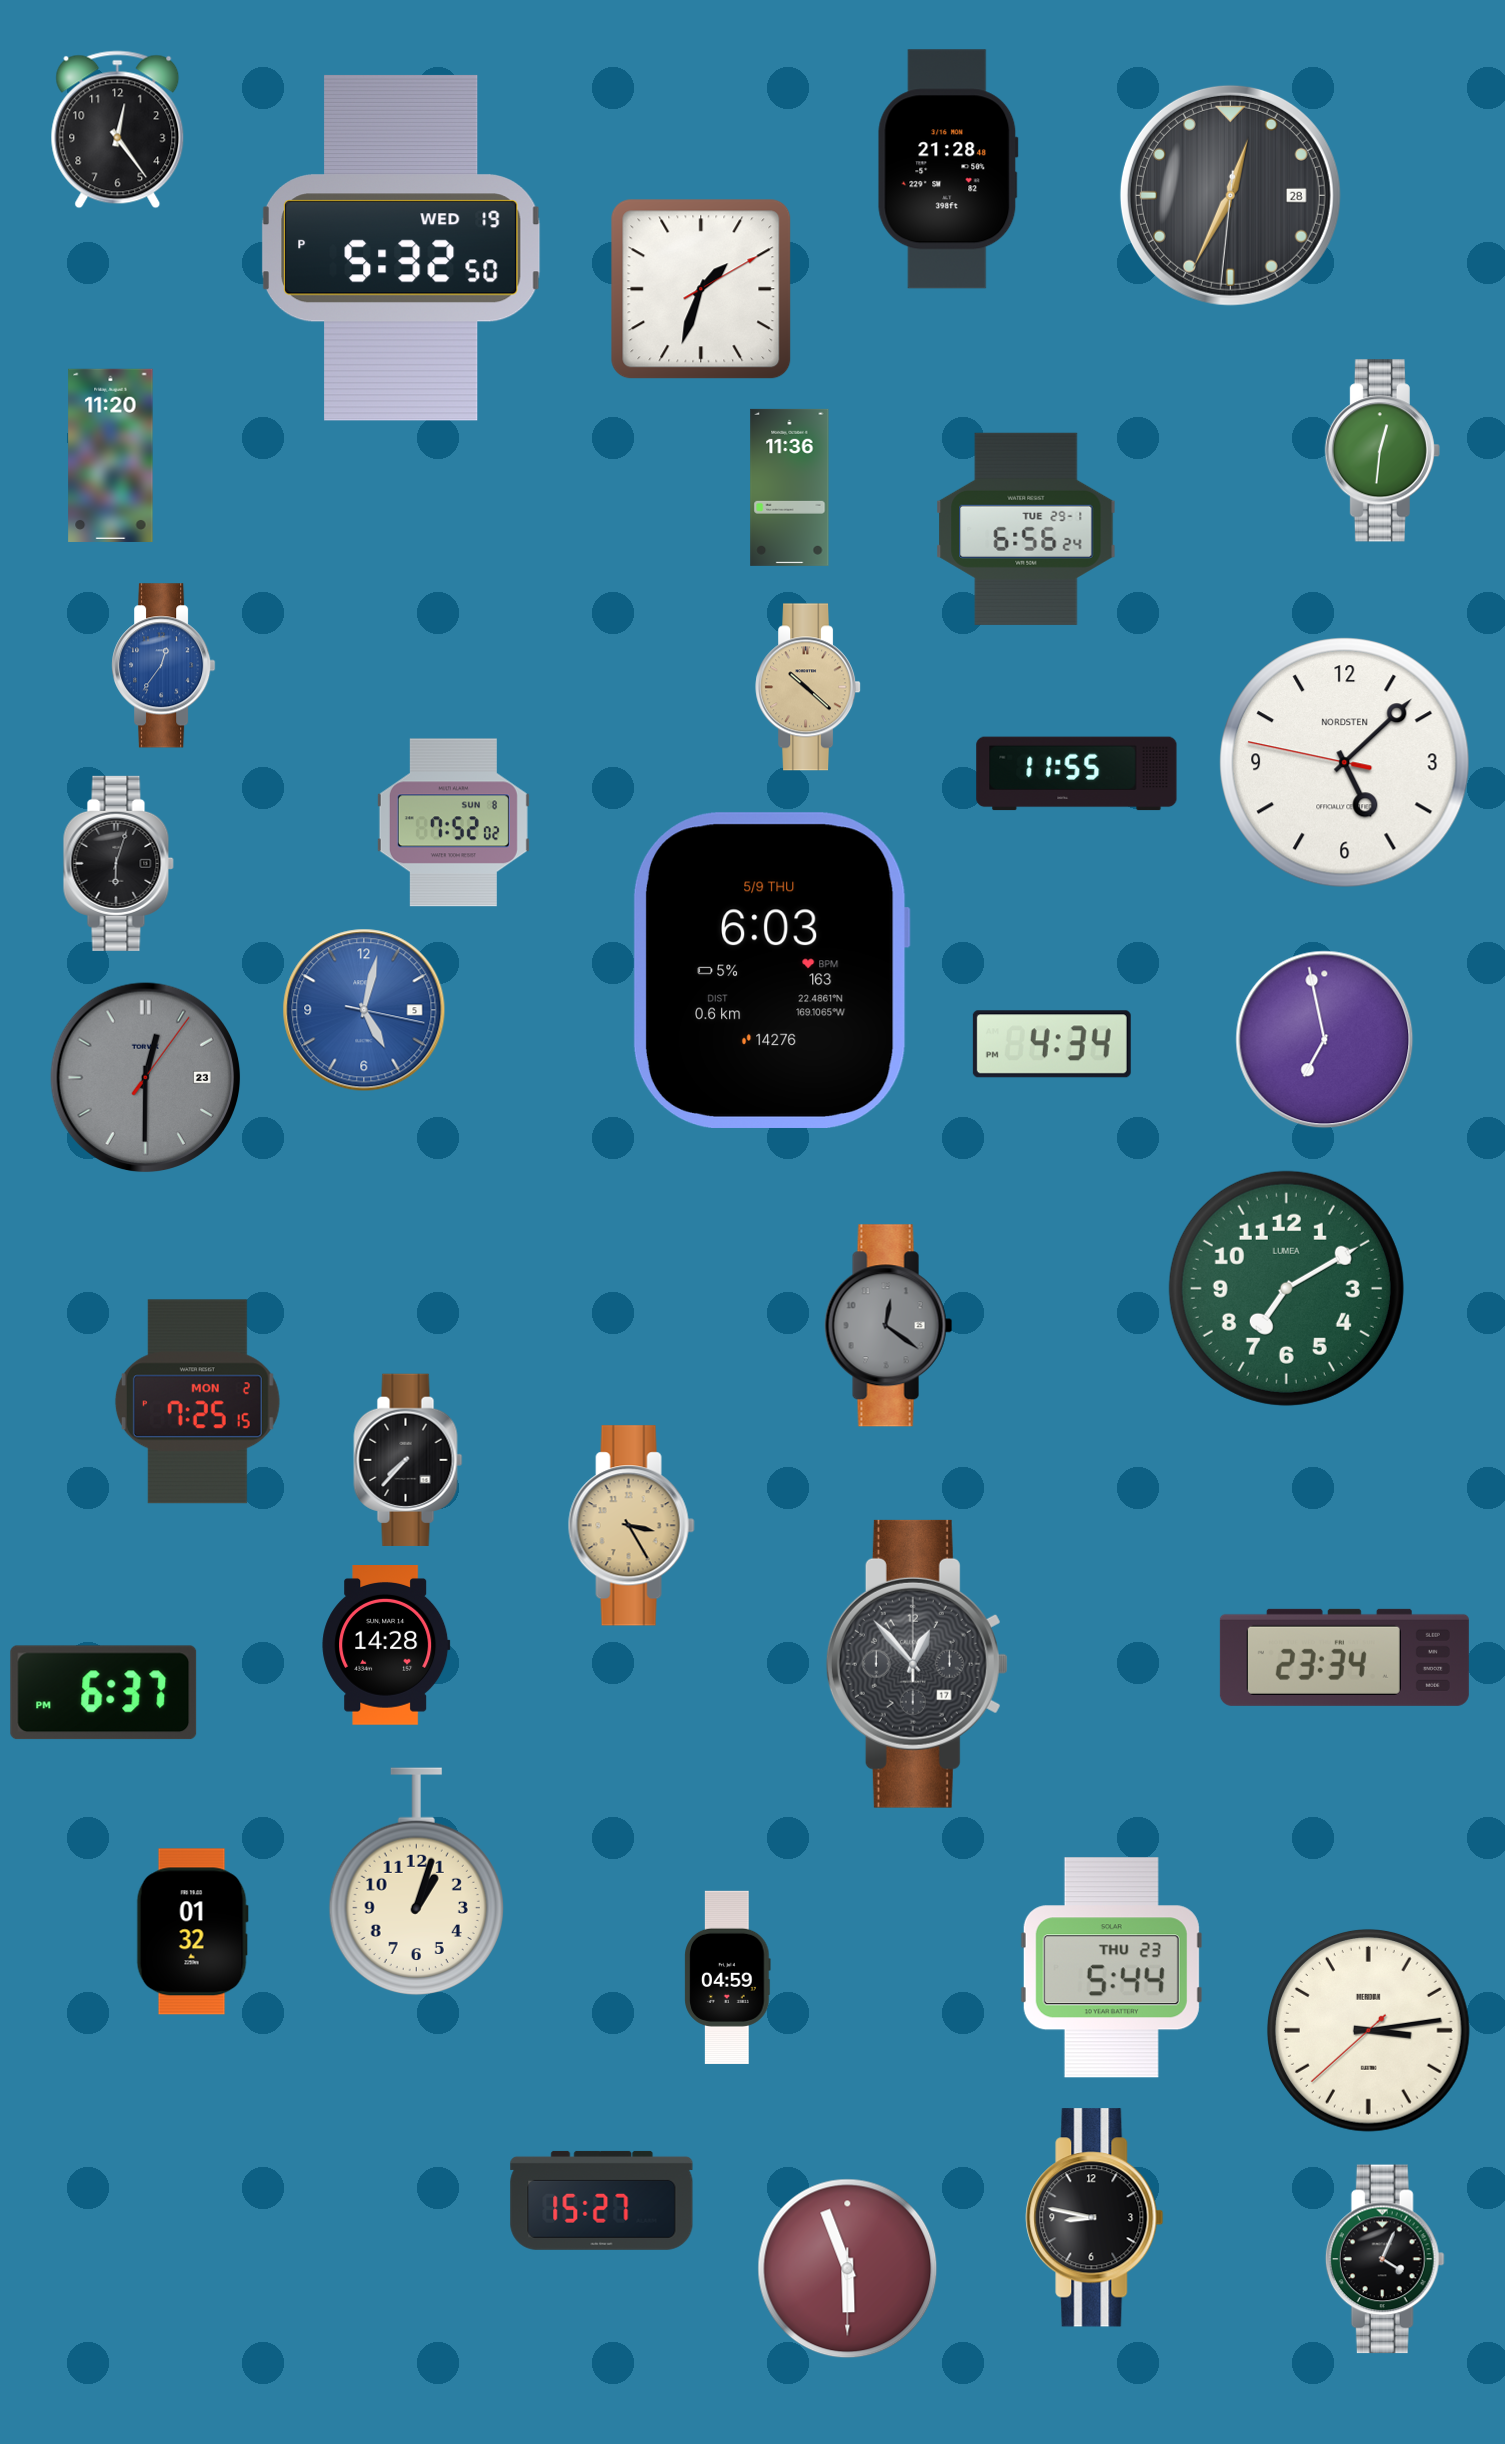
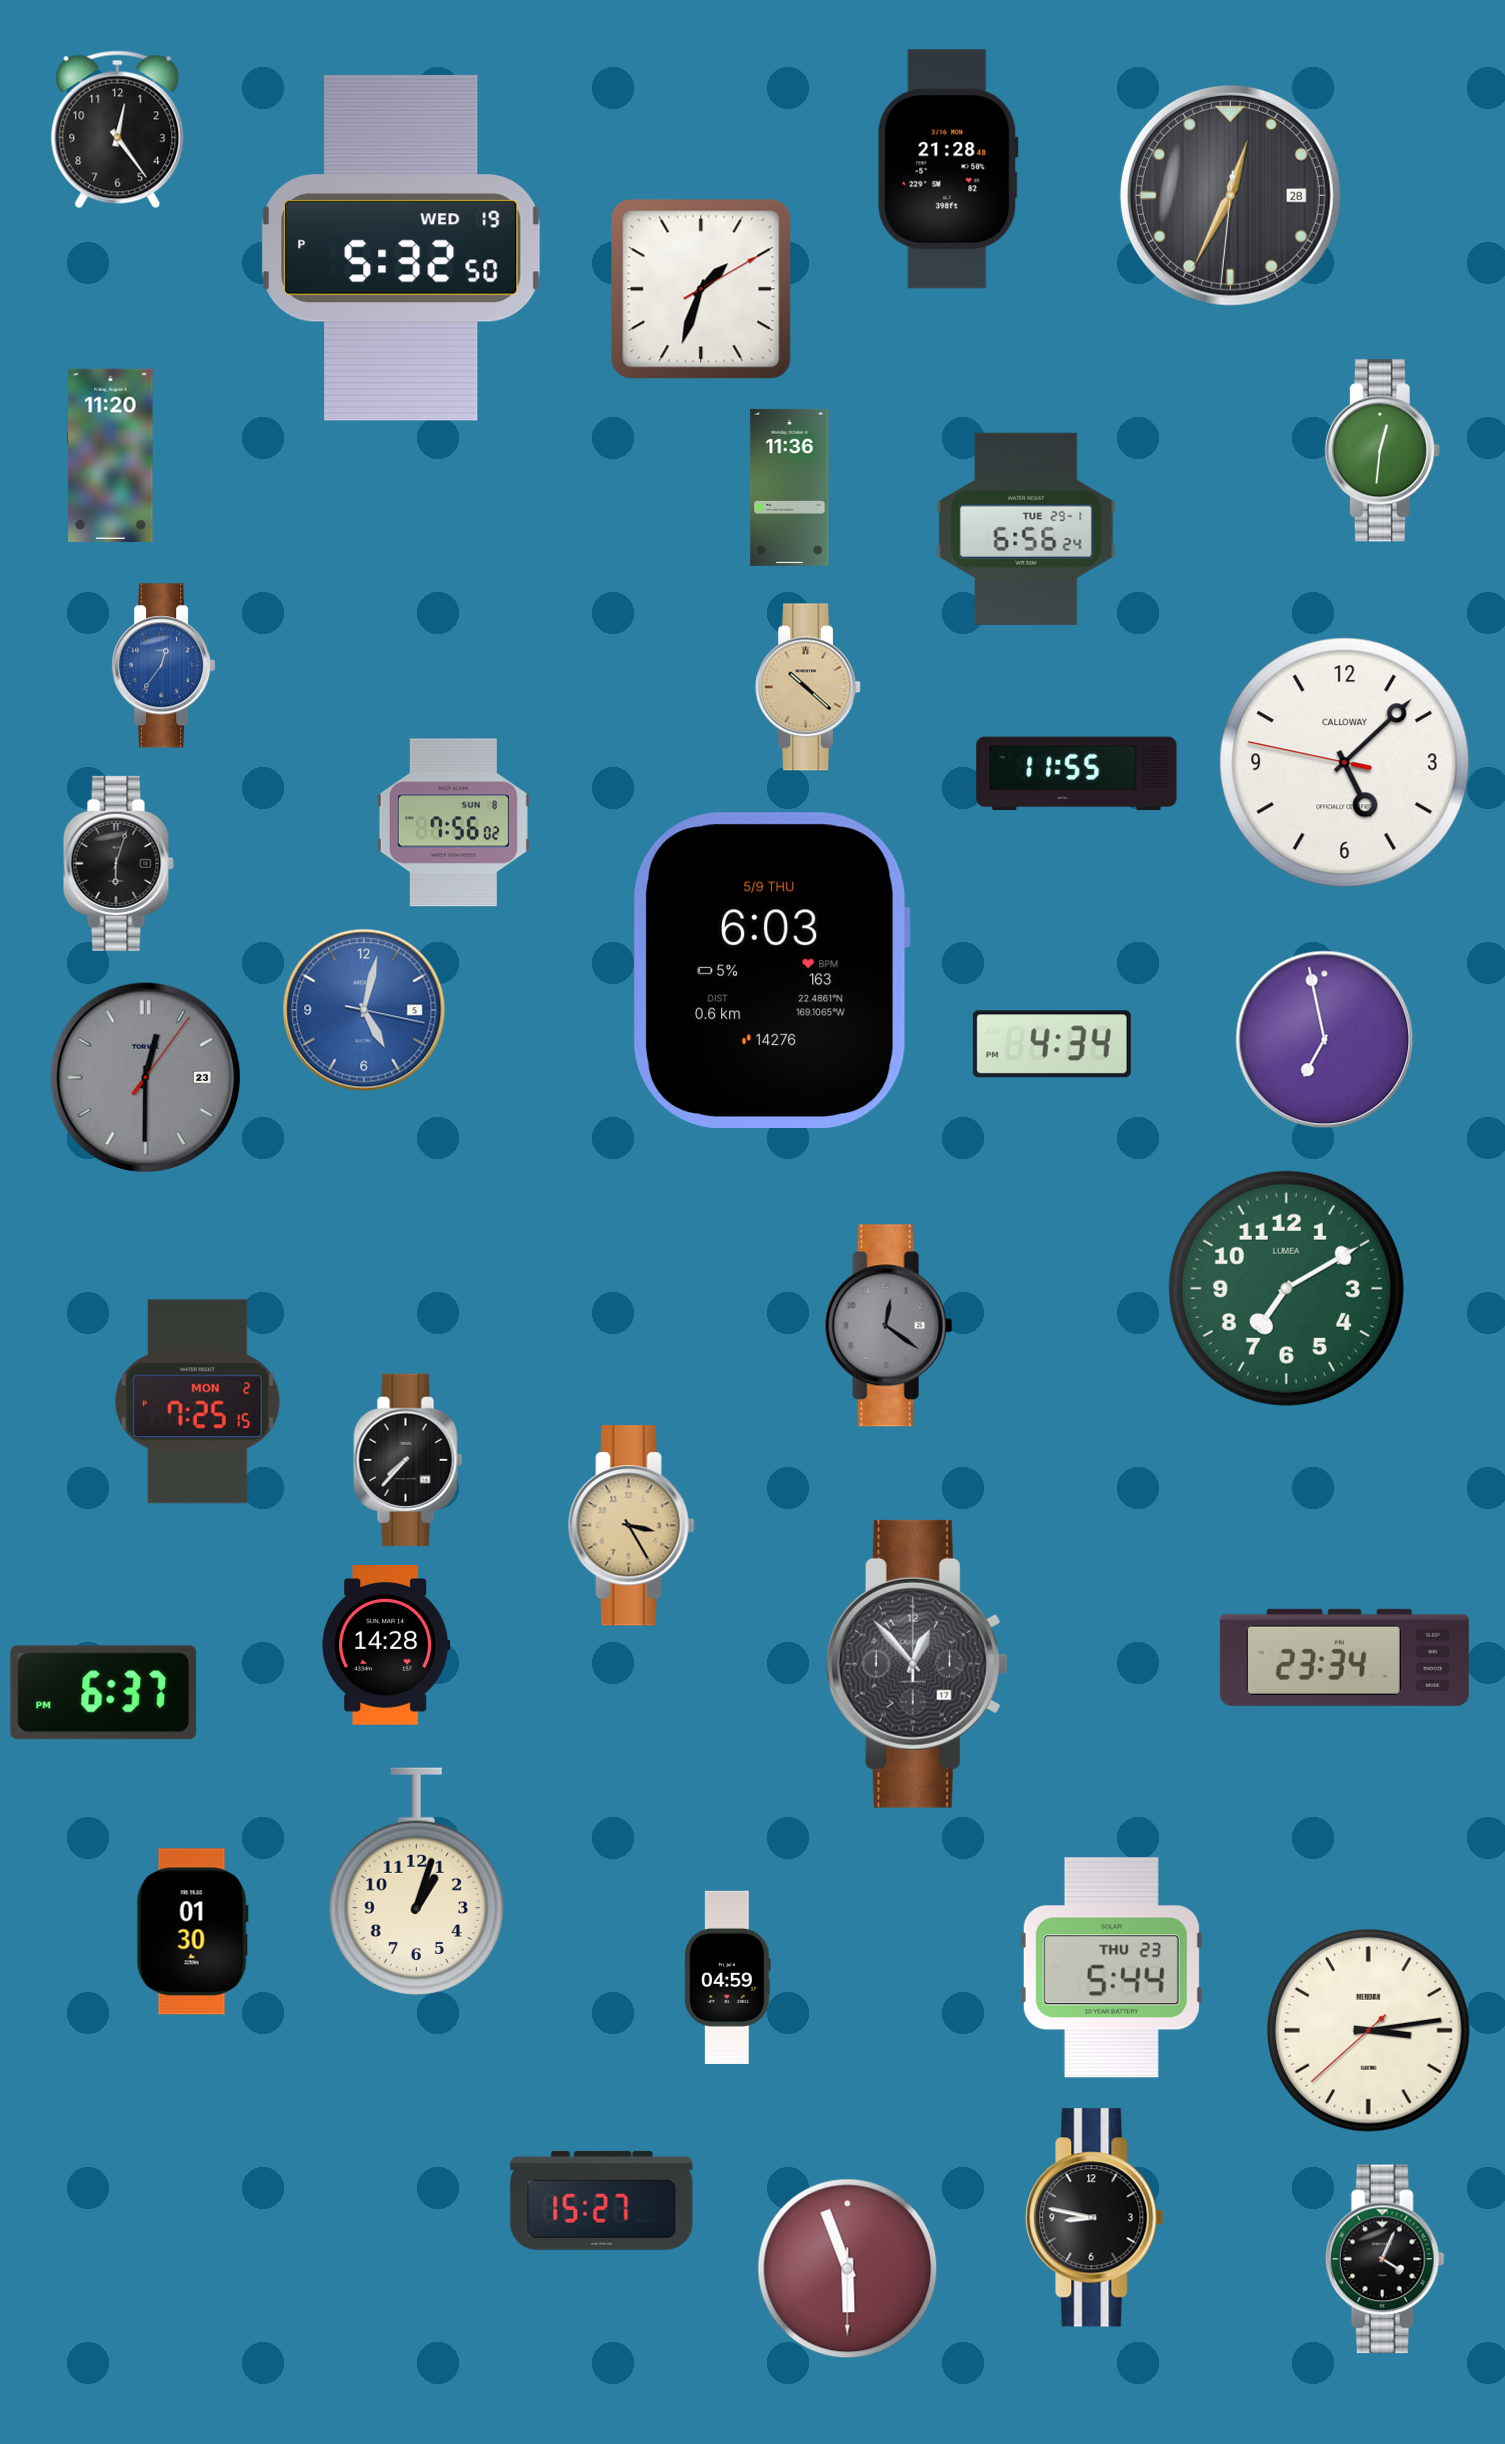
clock at (1345, 763) brand: NORDSTEN -> CALLOWAY
clock at (453, 823): 7:52 -> 7:56
clock at (192, 1932): 01:32 -> 01:30
